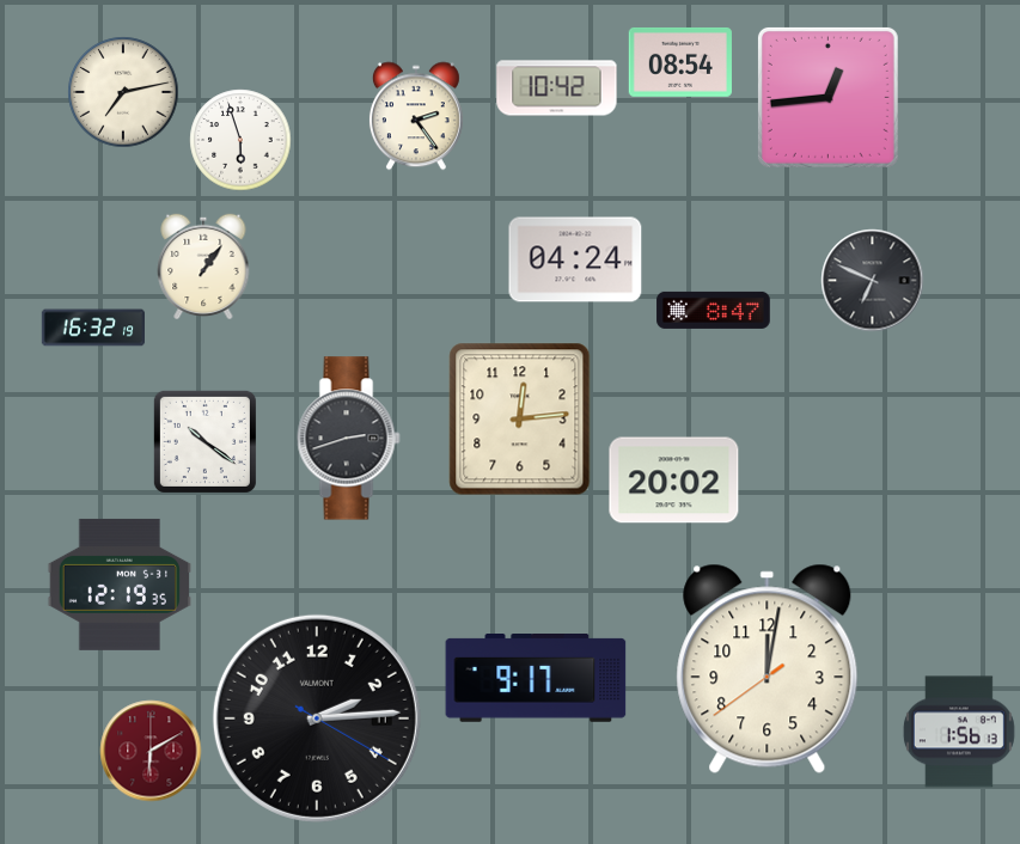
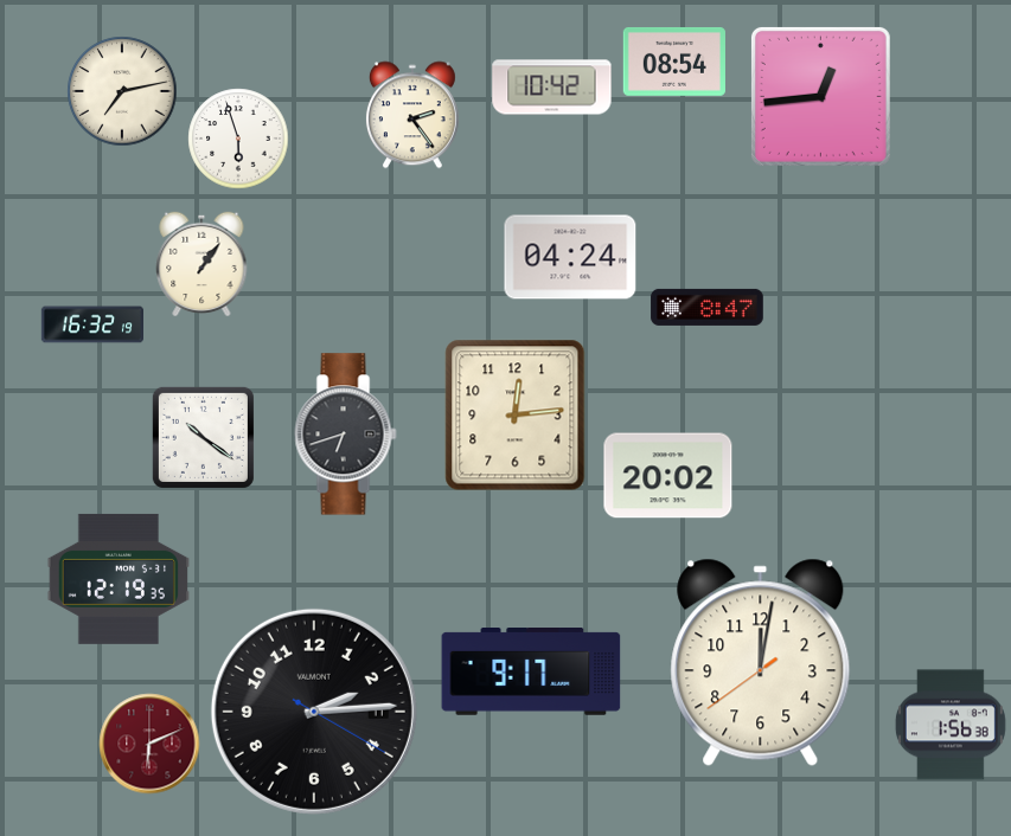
clock at (873, 281): 6:49 -> none
clock at (349, 439): 2:42 -> 6:42
clock at (959, 732): 1:56:13 -> 1:56:38
clock at (151, 751): 6:10 -> 6:11
